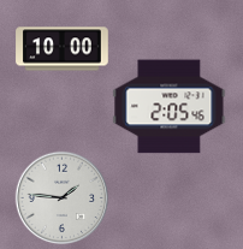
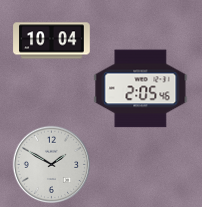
clock at (63, 49): 10:00 -> 10:04
clock at (61, 197): 1:46 -> 1:50
